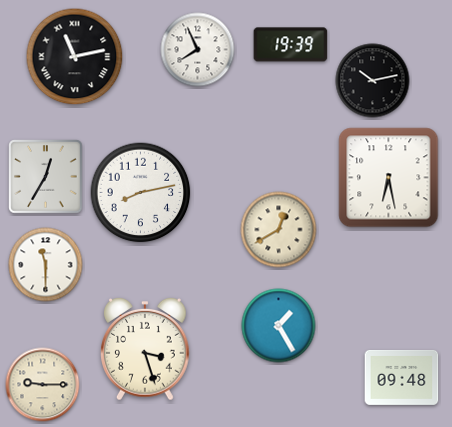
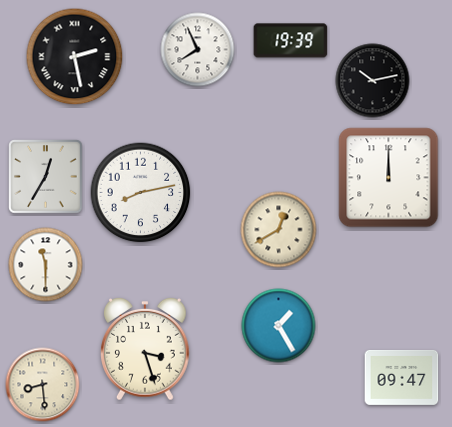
clock at (291, 45) position: (291, 45) -> (291, 41)
clock at (75, 57): 11:13 -> 2:28
clock at (389, 178): 6:28 -> 12:00
clock at (402, 377): 09:48 -> 09:47
clock at (43, 385): 9:15 -> 8:29
